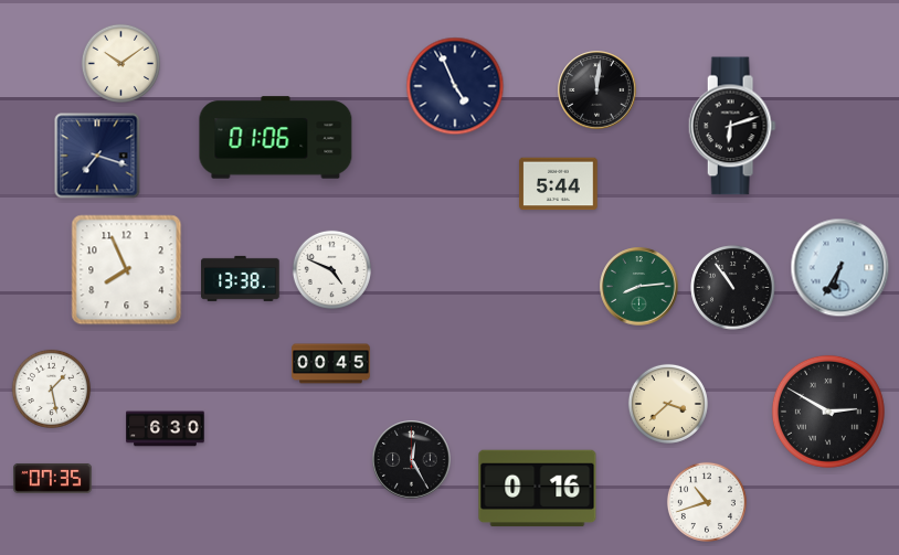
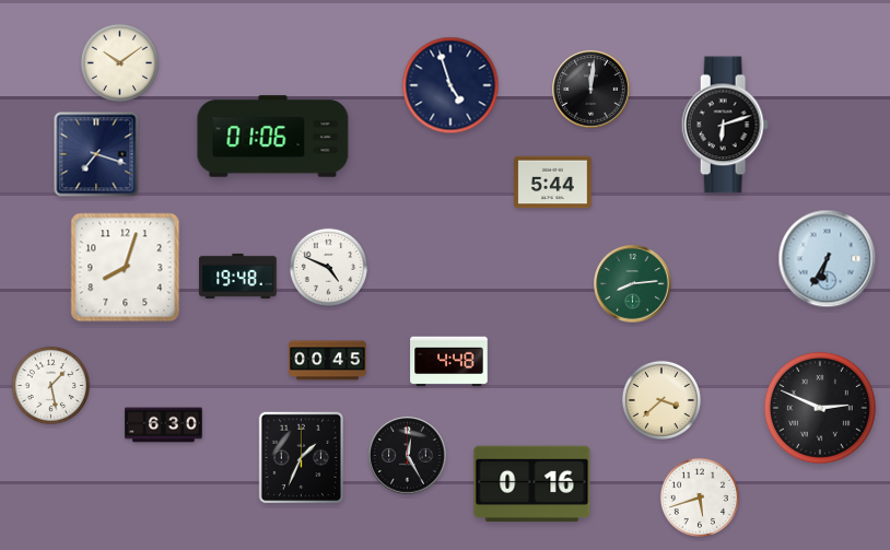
clock at (455, 86): 4:56 -> 4:57
clock at (840, 268) position: (840, 268) -> (828, 259)
clock at (127, 270): 7:56 -> 8:03
clock at (241, 278): 13:38 -> 19:48
clock at (733, 288): 10:54 -> none
clock at (449, 362): none -> 4:48
clock at (828, 412): 2:50 -> 2:49
clock at (301, 458): none -> 1:34
clock at (53, 478): 07:35 -> none
clock at (707, 502): 10:42 -> 5:42
